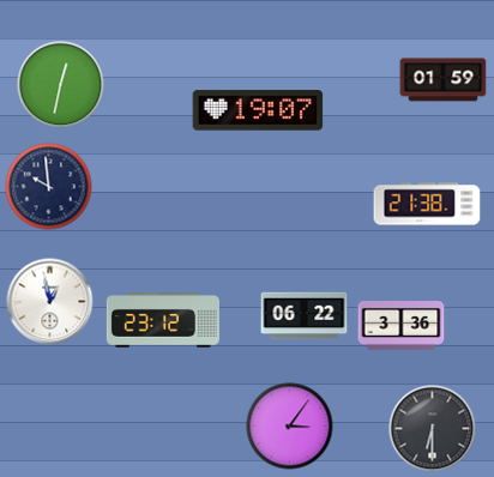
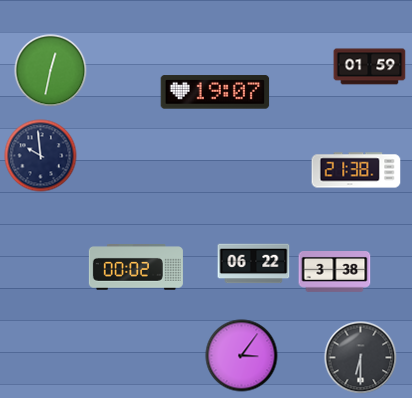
clock at (50, 302): 12:58 -> none
clock at (163, 321): 23:12 -> 00:02
clock at (402, 326): 3:36 -> 3:38
